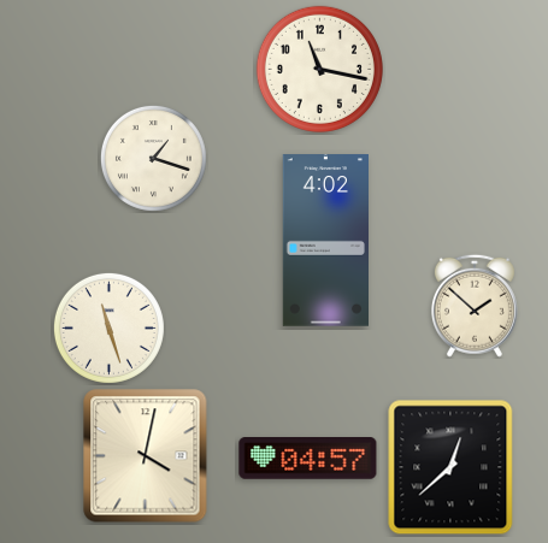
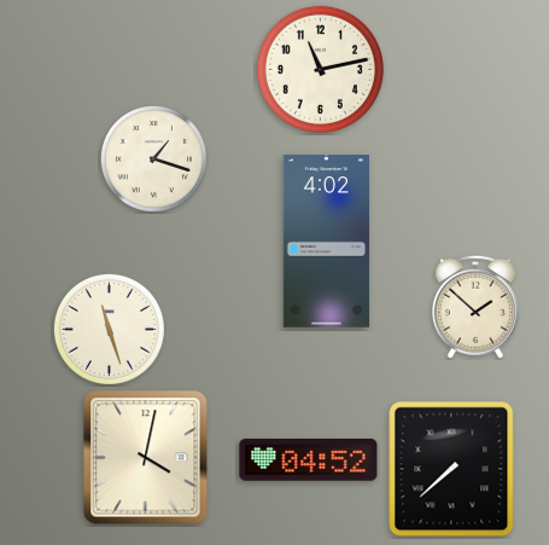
clock at (319, 69): 11:17 -> 11:13
clock at (308, 459): 04:57 -> 04:52
clock at (450, 467): 12:38 -> 7:38
